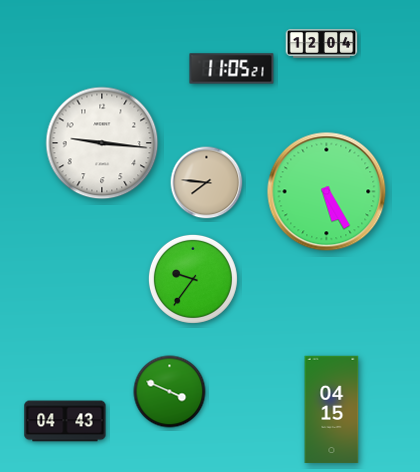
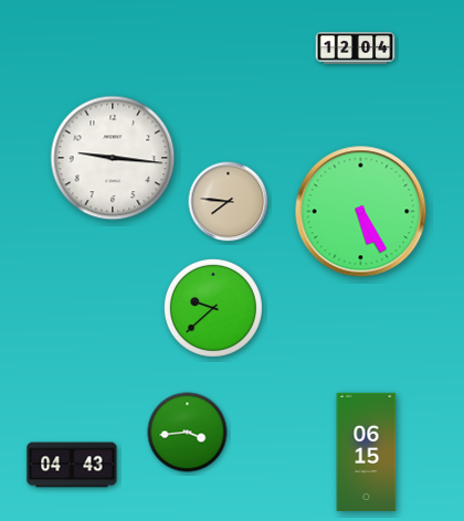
clock at (232, 69): 11:05 -> none
clock at (193, 279): 9:36 -> 9:38
clock at (170, 392): 3:49 -> 3:44
clock at (332, 410): 04:15 -> 06:15
